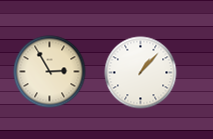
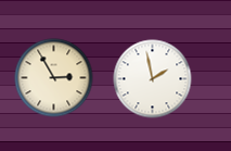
clock at (141, 73): 1:07 -> 1:58
